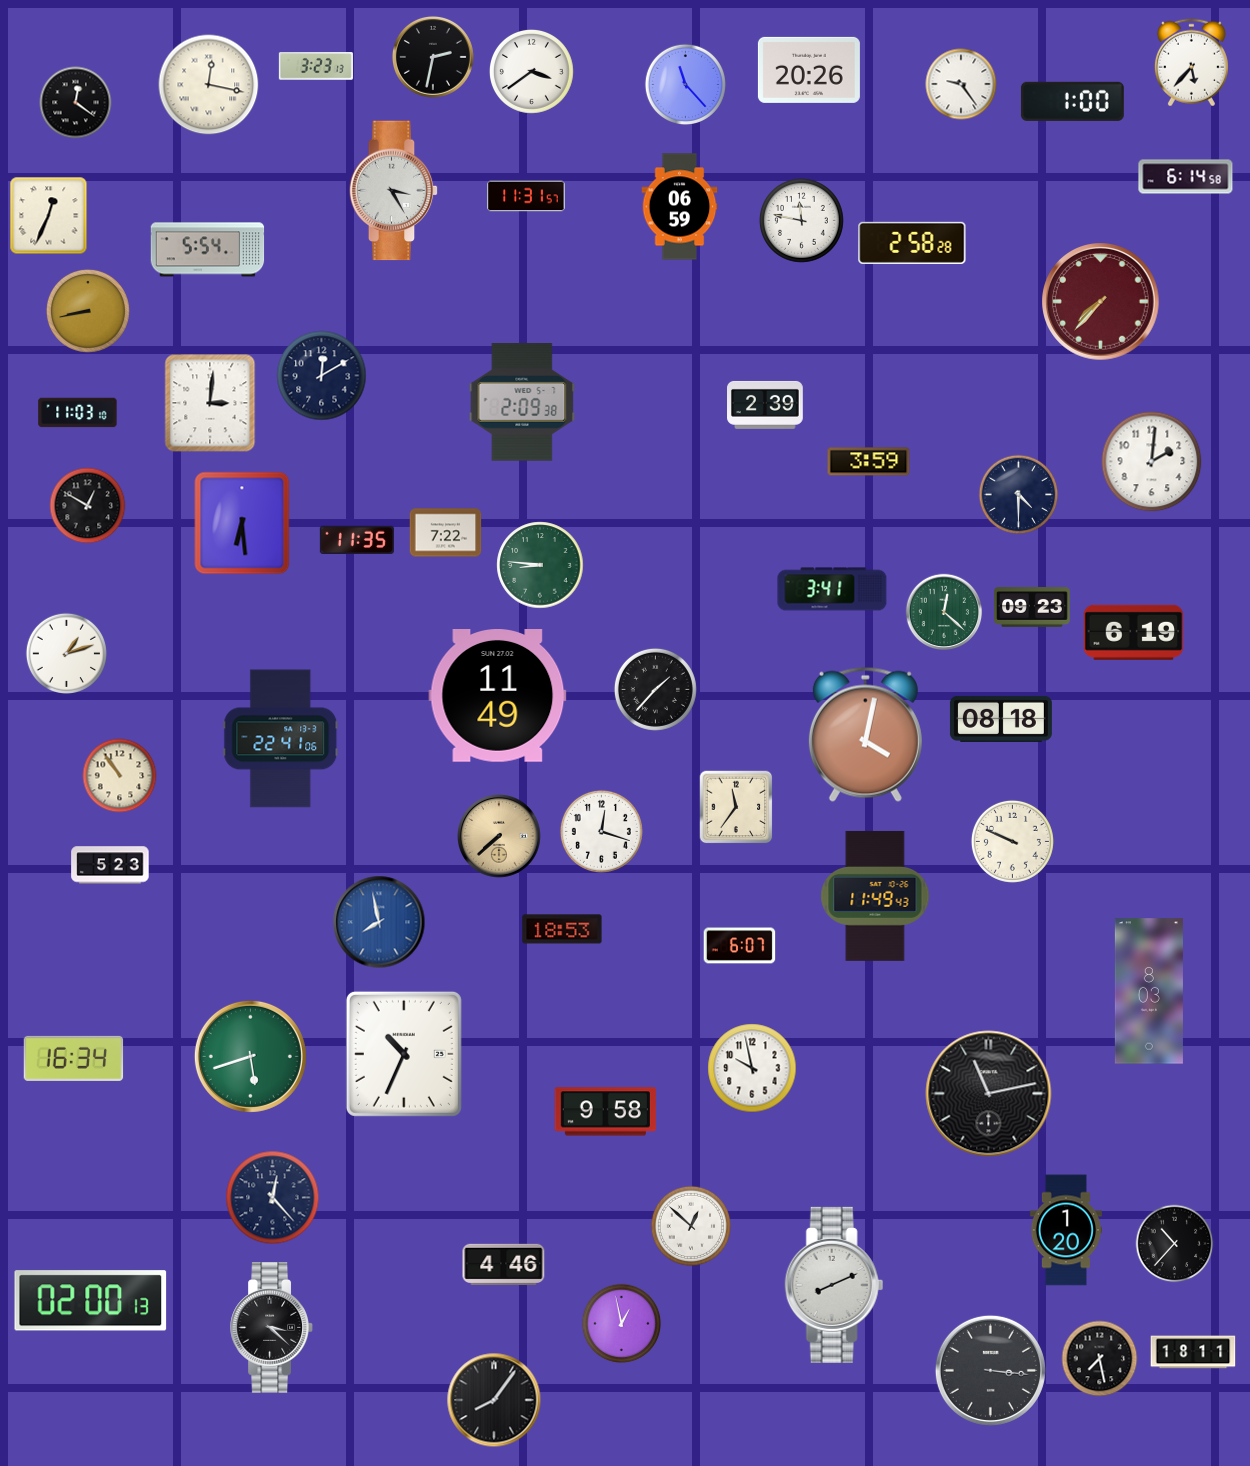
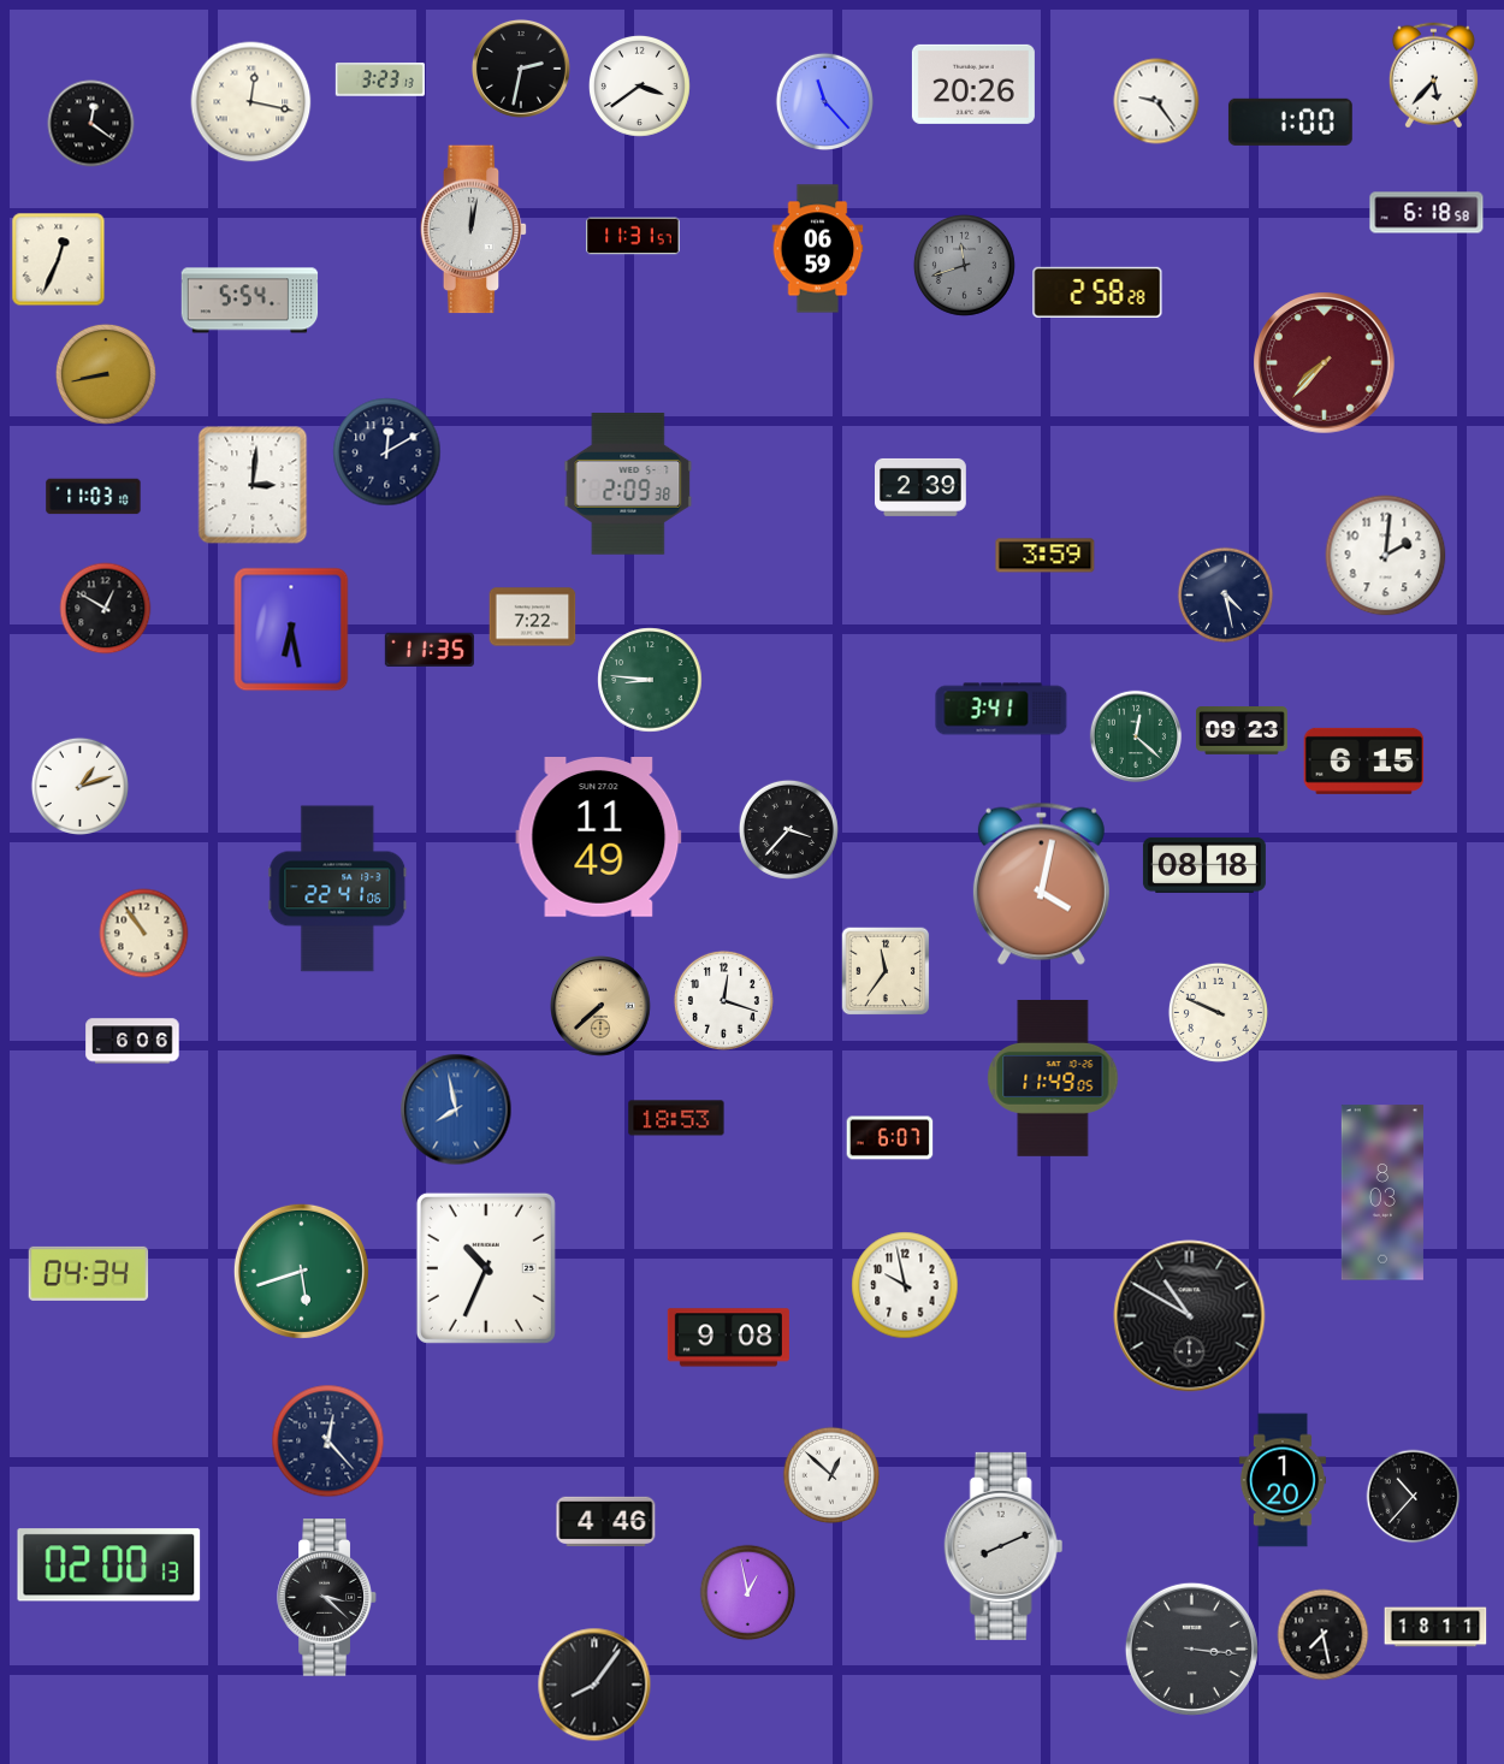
clock at (1186, 177): 6:14 -> 6:18
clock at (394, 191): 3:25 -> 12:02
clock at (801, 220): 11:47 -> 11:42
clock at (801, 220) dial: white -> grey
clock at (1019, 495): 4:30 -> 4:28
clock at (242, 523): 6:29 -> 6:28
clock at (446, 533) position: (446, 533) -> (533, 617)
clock at (1134, 632): 6:19 -> 6:15
clock at (655, 689): 1:37 -> 3:37
clock at (110, 865): 5:23 -> 6:06
clock at (875, 896): 11:49:43 -> 11:49:05
clock at (74, 1058): 16:34 -> 04:34
clock at (989, 1094): 11:13 -> 10:50
clock at (605, 1112): 9:58 -> 9:08
